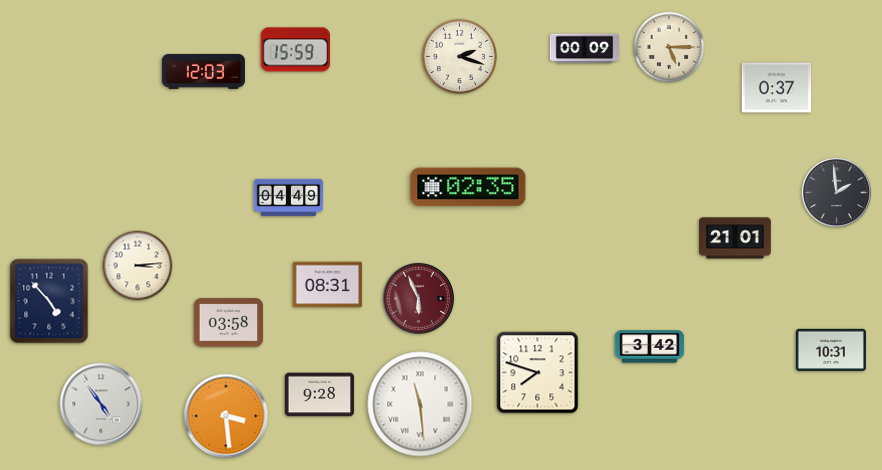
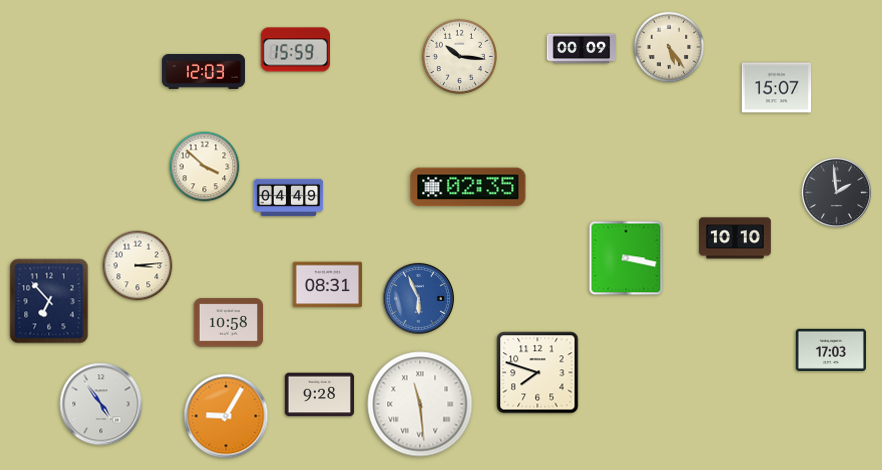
clock at (669, 47): 5:15 -> 5:24
clock at (585, 49) position: (585, 49) -> (582, 49)
clock at (459, 56): 2:18 -> 10:16
clock at (777, 88): 0:37 -> 15:07
clock at (205, 167): none -> 3:52
clock at (736, 238): 21:01 -> 10:10
clock at (626, 258): none -> 3:17
clock at (418, 298) dial: burgundy -> blue
clock at (49, 301): 4:53 -> 6:53
clock at (229, 323): 03:58 -> 10:58
clock at (650, 347): 3:42 -> none
clock at (831, 349): 10:31 -> 17:03
clock at (226, 416): 3:29 -> 9:05
